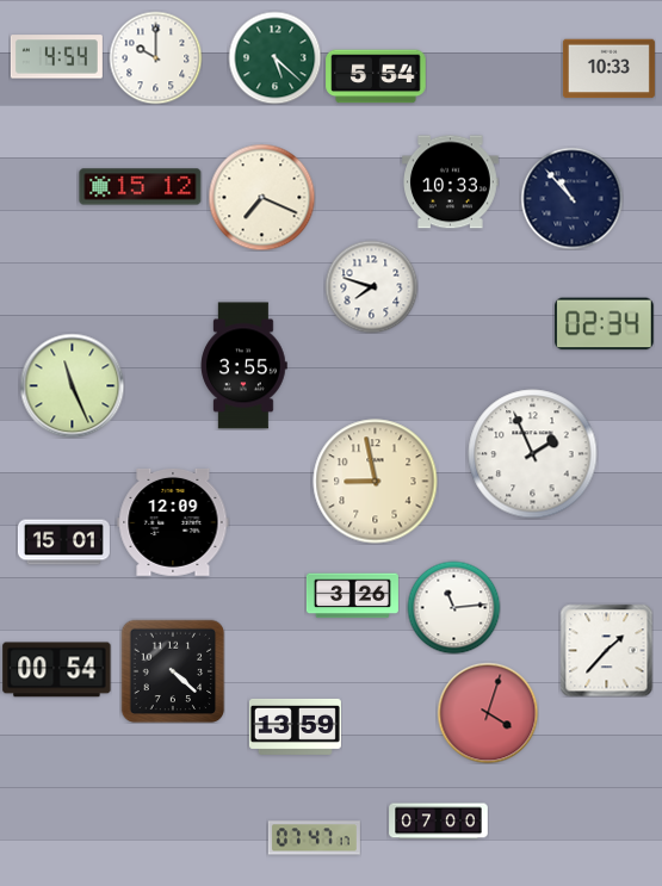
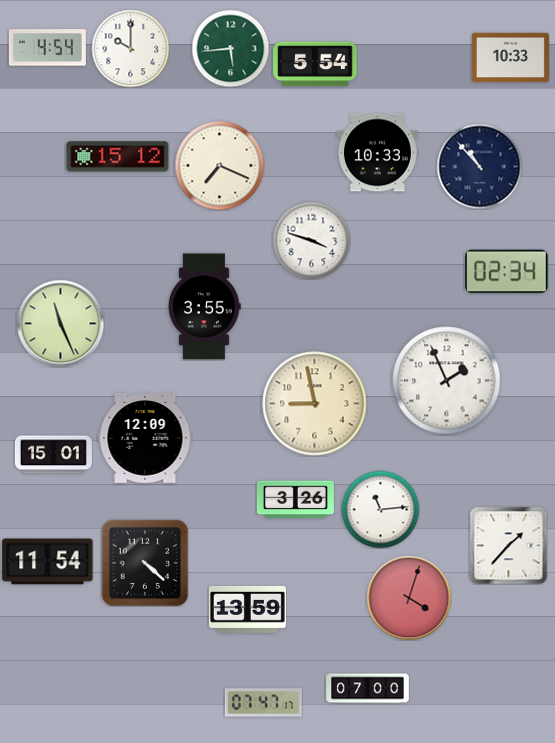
clock at (274, 57): 5:22 -> 5:44
clock at (371, 286): 7:48 -> 3:48
clock at (57, 670): 00:54 -> 11:54
